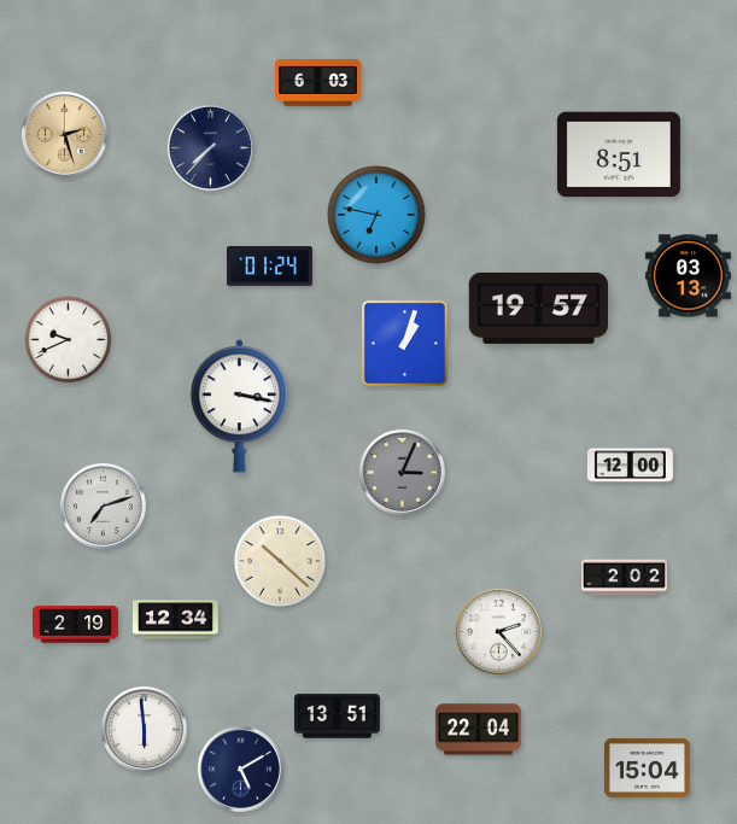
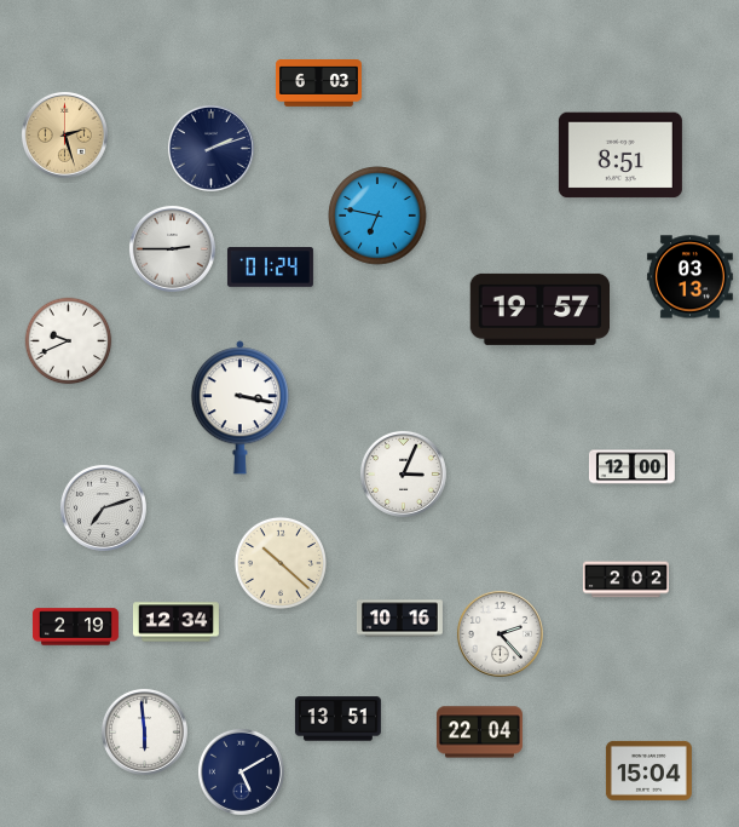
clock at (210, 147): 7:37 -> 2:12
clock at (172, 248): none -> 2:45
clock at (404, 343): 1:03 -> none
clock at (402, 472) dial: grey -> white
clock at (399, 619): none -> 10:16
